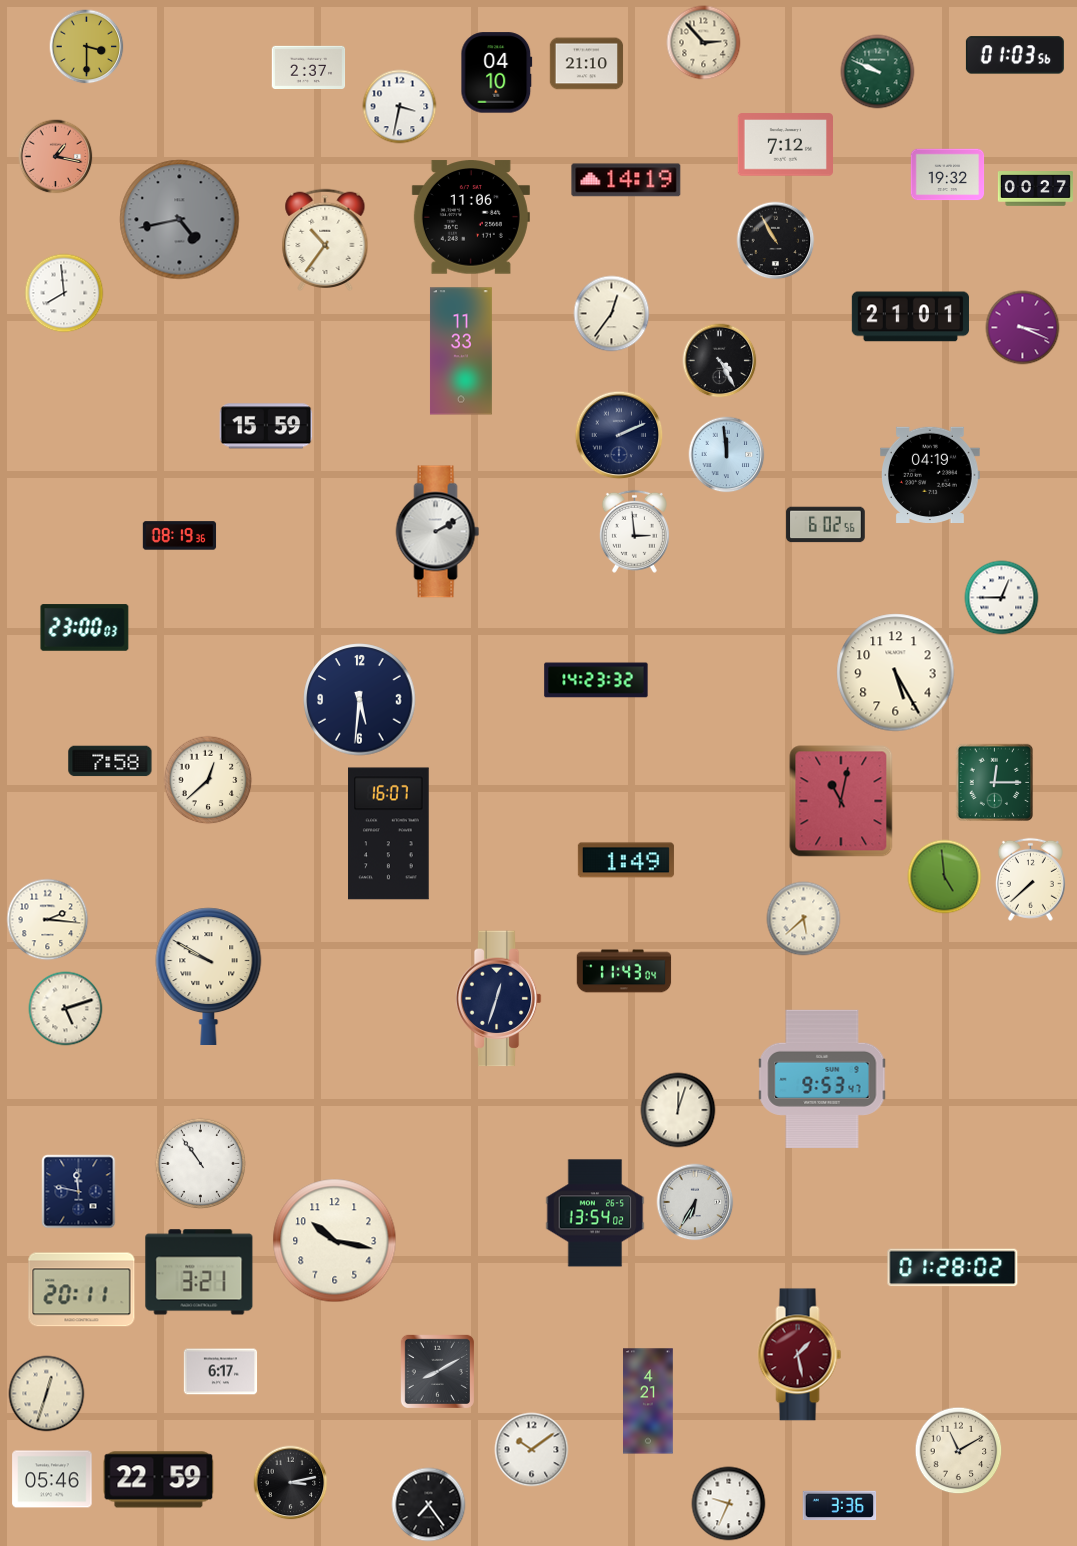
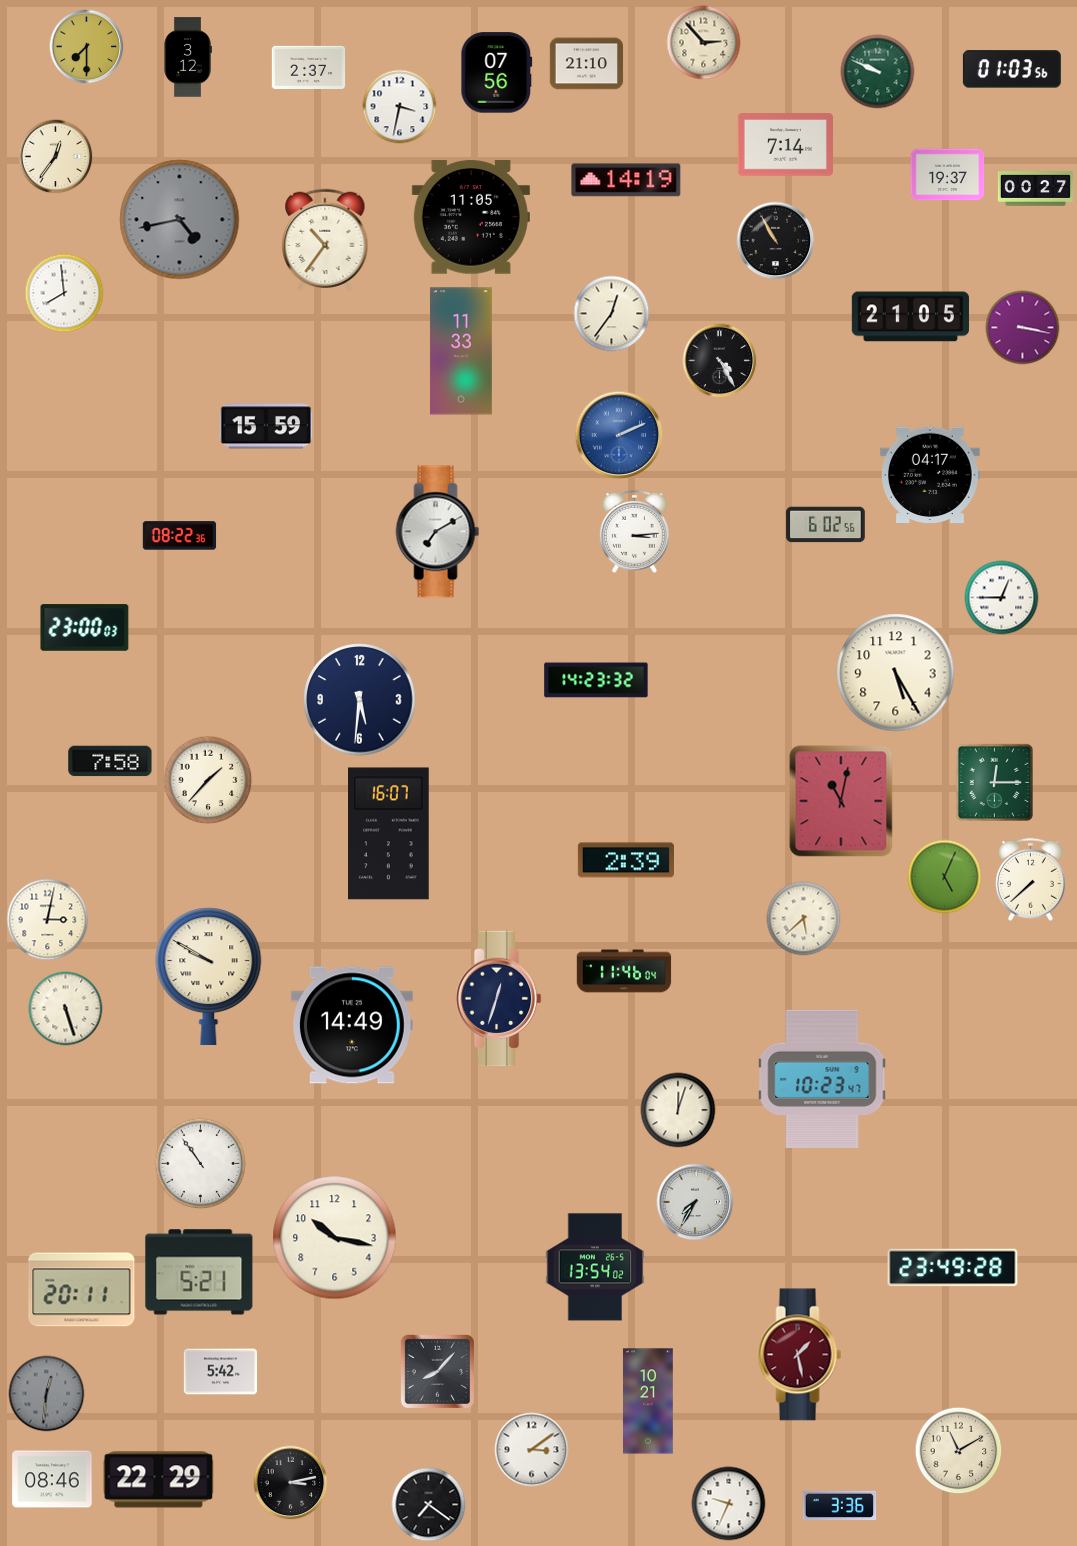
clock at (87, 47): 3:30 -> 7:30
clock at (1015, 55) position: (1015, 55) -> (1012, 69)
clock at (188, 57): none -> 3:12
clock at (497, 73): 04:10 -> 07:56
clock at (785, 145): 7:12 -> 7:14
clock at (56, 157): 1:17 -> 12:36
clock at (56, 157) dial: salmon -> cream
clock at (948, 175): 19:32 -> 19:37
clock at (471, 217): 11:06 -> 11:05
clock at (910, 317): 21:01 -> 21:05
clock at (1023, 328): 3:19 -> 3:17
clock at (619, 435) dial: navy -> blue
clock at (727, 455): 11:59 -> none
clock at (931, 474): 04:19 -> 04:17
clock at (634, 531): 2:59 -> 3:14
clock at (438, 532): 2:10 -> 7:10
clock at (180, 536): 08:19 -> 08:22
clock at (208, 780): 12:38 -> 1:37
clock at (626, 860): 1:49 -> 2:39
clock at (945, 877): 4:59 -> 5:04
clock at (48, 920): 2:16 -> 3:02
clock at (624, 971): 11:43 -> 11:46
clock at (66, 1009): 5:12 -> 5:27
clock at (352, 1025): none -> 14:49
clock at (822, 1078): 9:53 -> 10:23
clock at (79, 1192): 11:47 -> none
clock at (695, 1202): 6:35 -> 7:35
clock at (595, 1213) position: (595, 1213) -> (595, 1267)
clock at (335, 1241) position: (335, 1241) -> (335, 1238)
clock at (953, 1268): 01:28 -> 23:49
clock at (199, 1272): 3:21 -> 5:21
clock at (437, 1371): 8:10 -> 8:07
clock at (221, 1372): 6:17 -> 5:42
clock at (47, 1394): 12:33 -> 12:31
clock at (47, 1394) dial: cream -> grey
clock at (649, 1401): 4:21 -> 10:21
clock at (532, 1450): 10:09 -> 3:09
clock at (52, 1479): 05:46 -> 08:46
clock at (159, 1480): 22:59 -> 22:29
clock at (429, 1505): 7:24 -> 7:21
